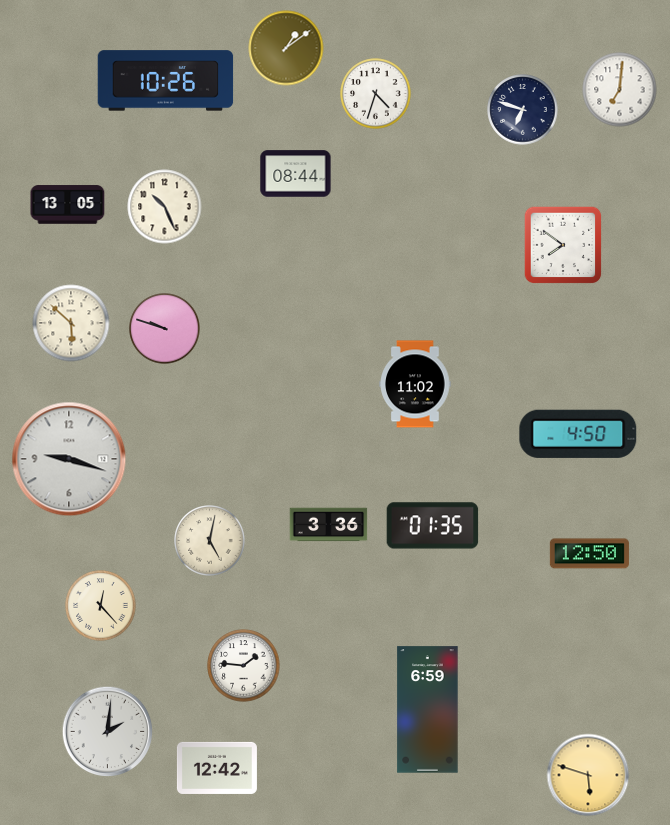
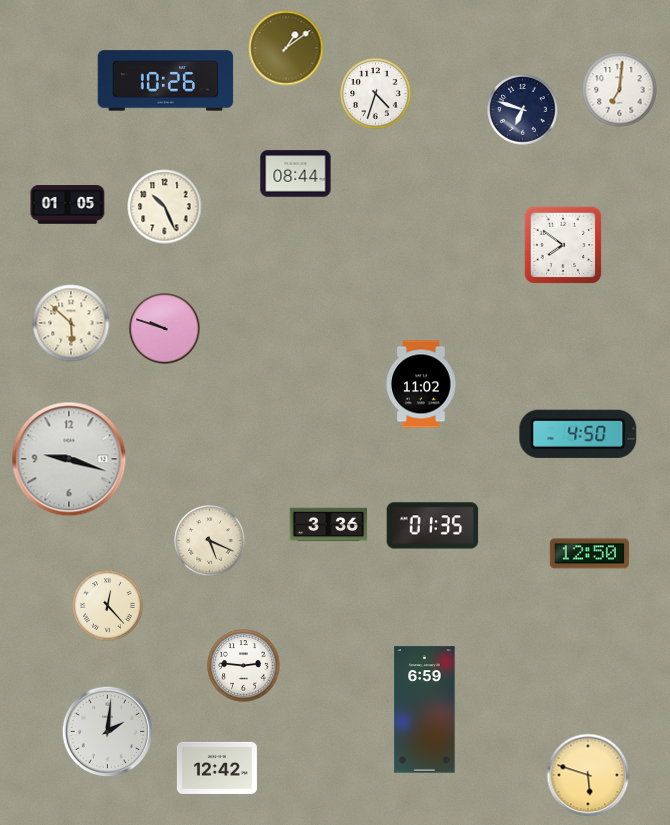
clock at (68, 205): 13:05 -> 01:05
clock at (415, 384) position: (415, 384) -> (421, 384)
clock at (210, 541): 5:02 -> 5:19
clock at (101, 606) position: (101, 606) -> (108, 606)
clock at (244, 666): 1:46 -> 2:46
clock at (428, 710) position: (428, 710) -> (425, 710)
